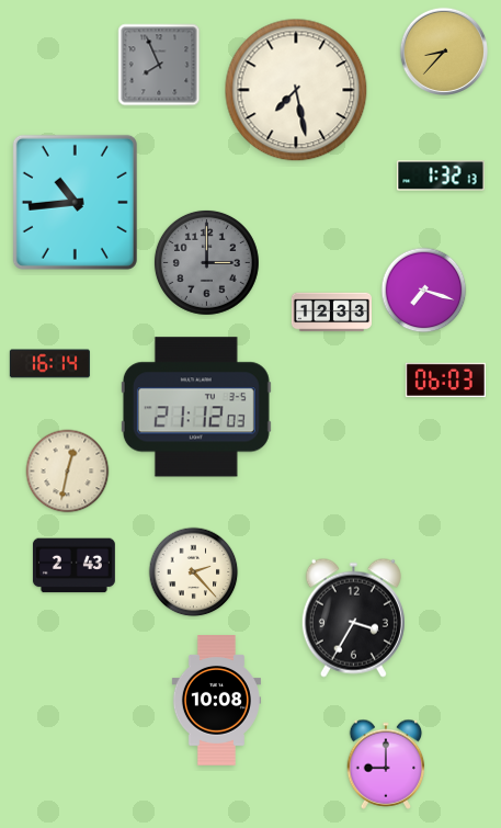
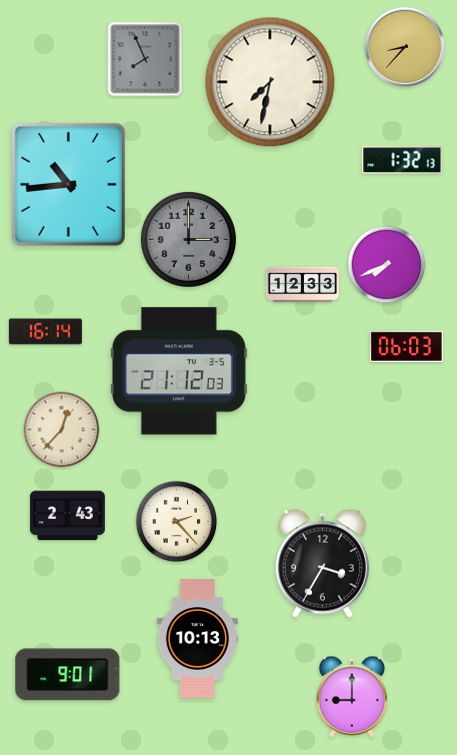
clock at (296, 90): 7:28 -> 7:32
clock at (424, 291): 7:18 -> 7:41
clock at (68, 472): 12:32 -> 12:37
clock at (216, 701): 10:08 -> 10:13
clock at (68, 675): none -> 9:01
